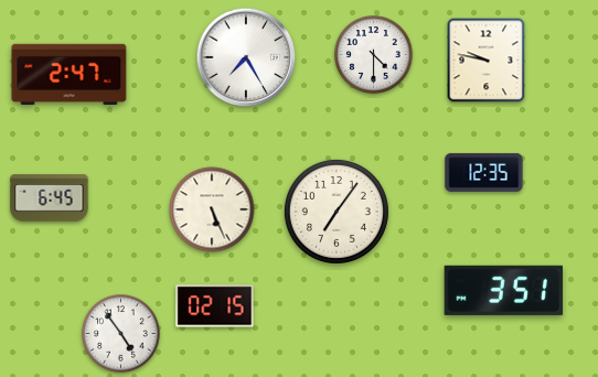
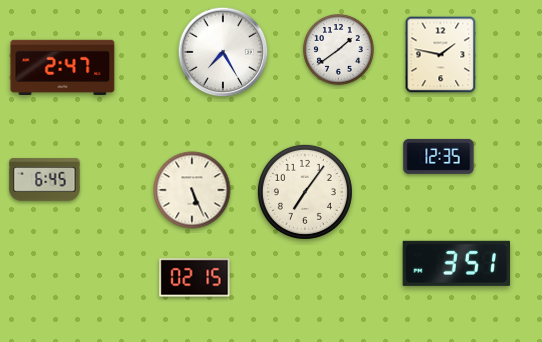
clock at (374, 55): 4:30 -> 1:39
clock at (487, 61): 9:47 -> 1:47
clock at (121, 334): 4:54 -> none
